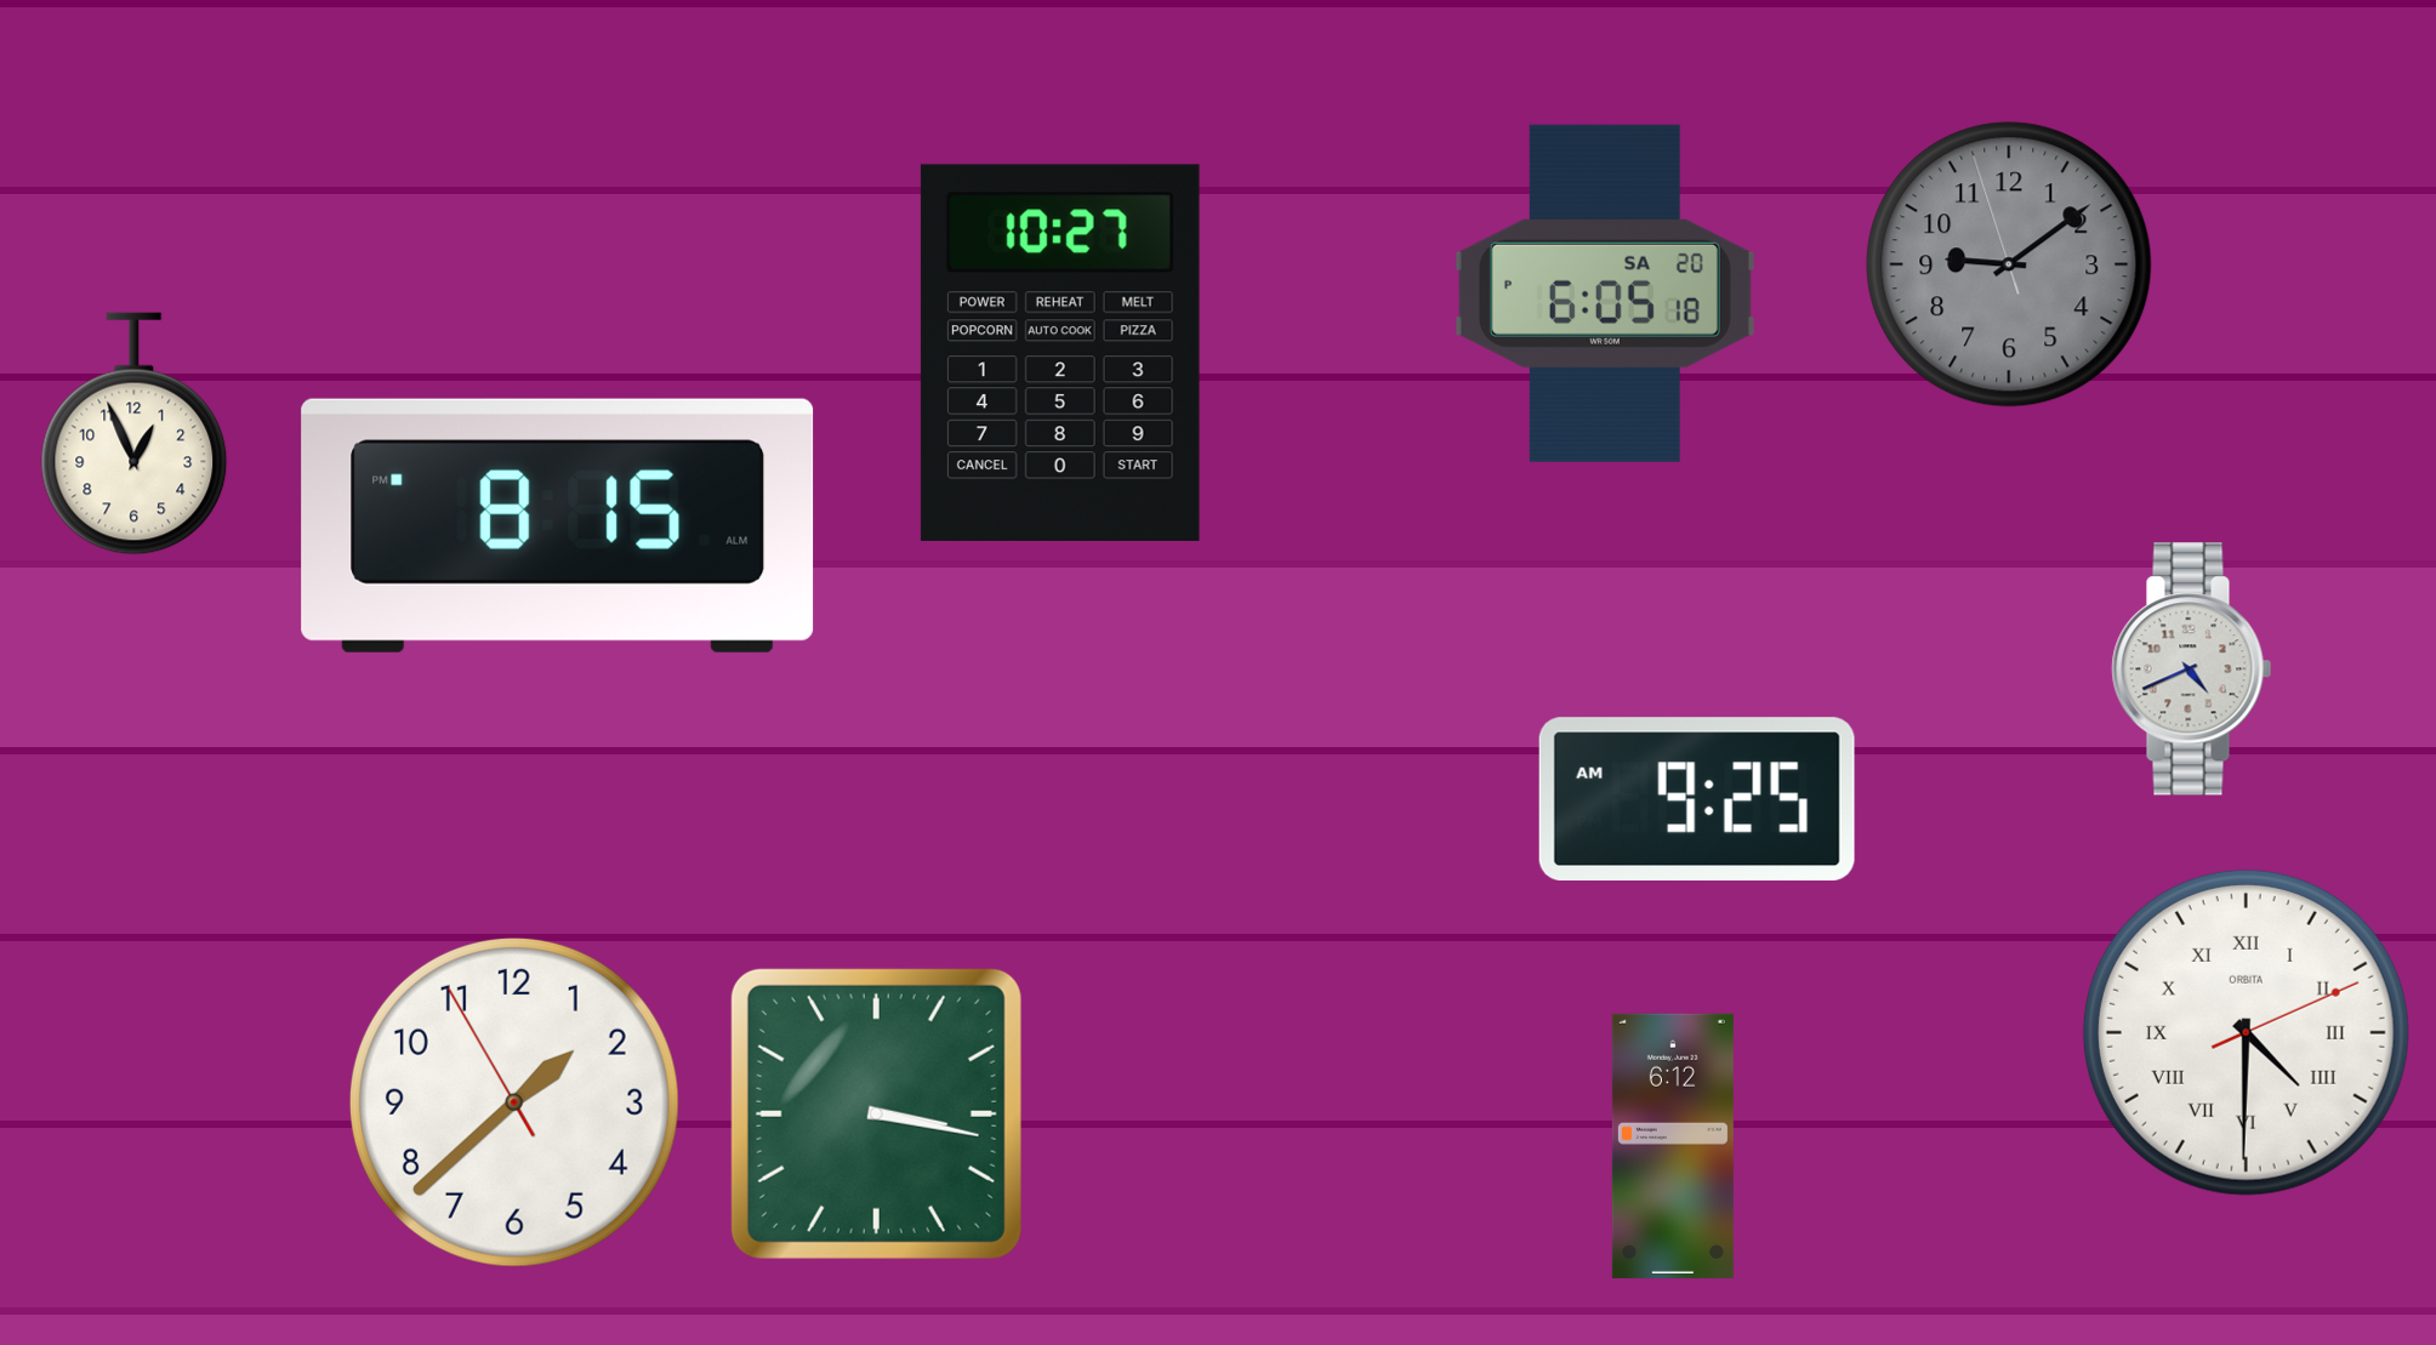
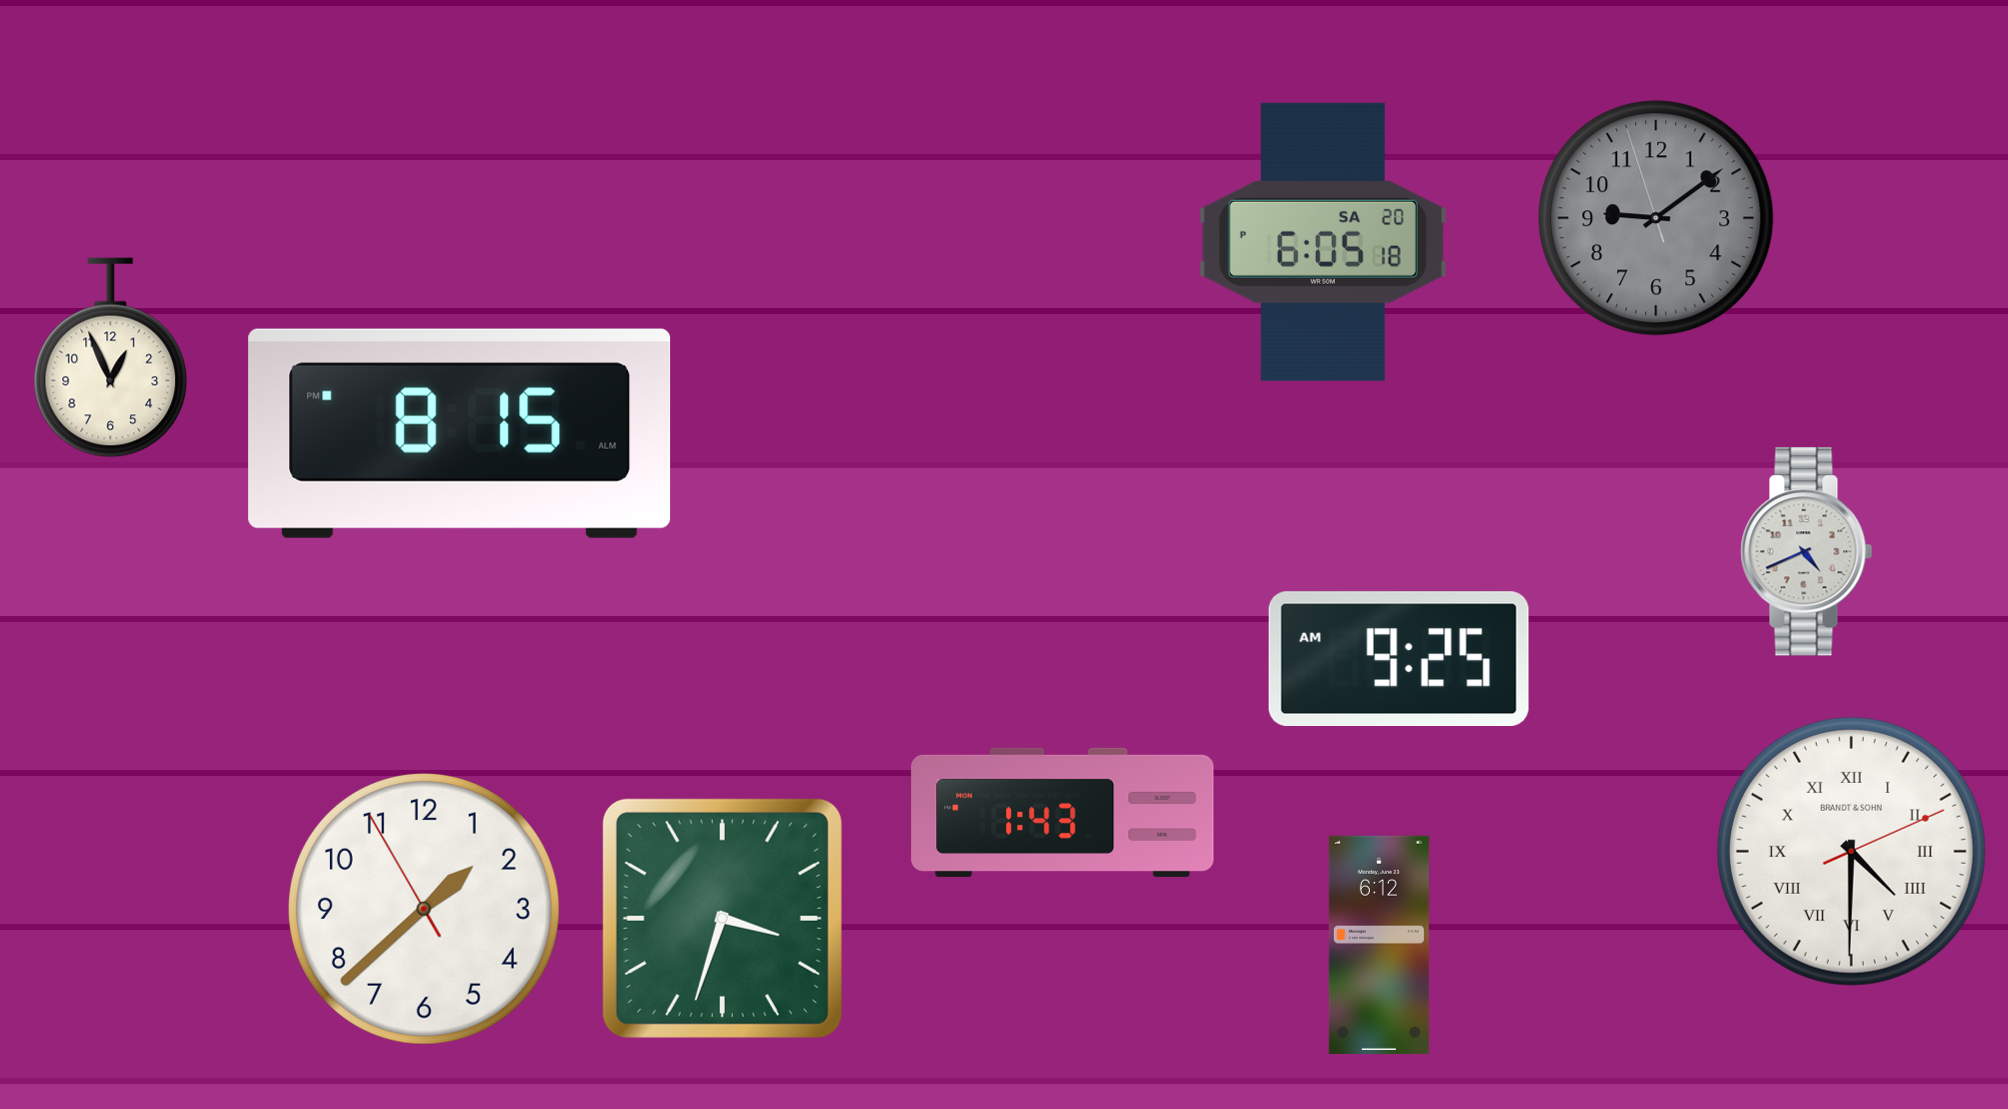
clock at (1060, 352): 10:27 -> none
clock at (1063, 812): none -> 1:43
clock at (2246, 1032) brand: ORBITA -> BRANDT & SOHN
clock at (876, 1113): 3:17 -> 3:33
